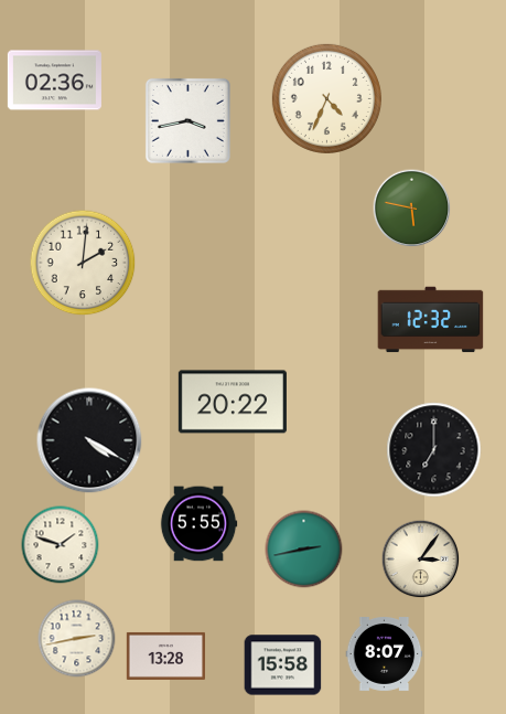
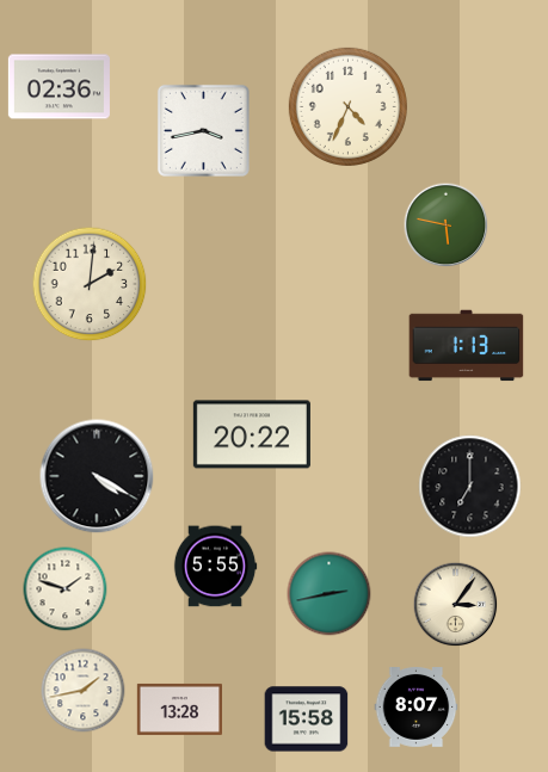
clock at (326, 98) position: (326, 98) -> (347, 106)
clock at (431, 320): 12:32 -> 1:13
clock at (77, 639): 2:43 -> 1:43
